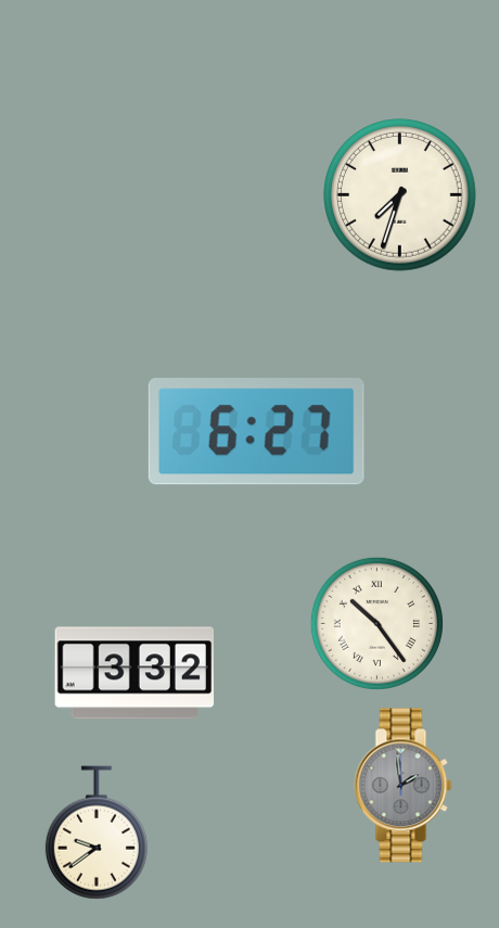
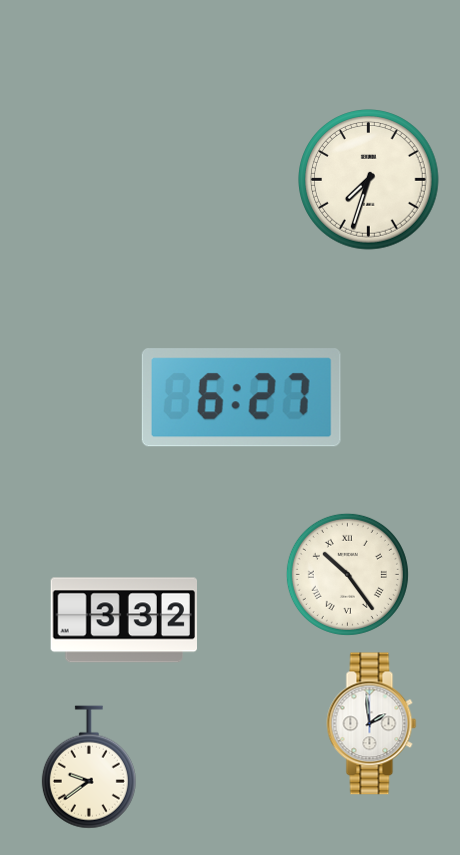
clock at (256, 432) position: (256, 432) -> (241, 398)
clock at (404, 786) dial: grey -> white
